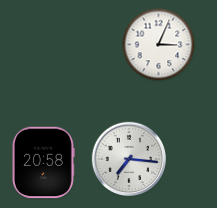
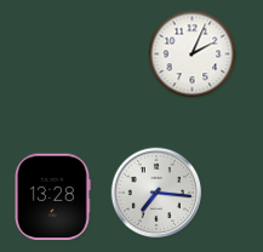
clock at (159, 45): 3:04 -> 2:04
clock at (43, 163): 20:58 -> 13:28
